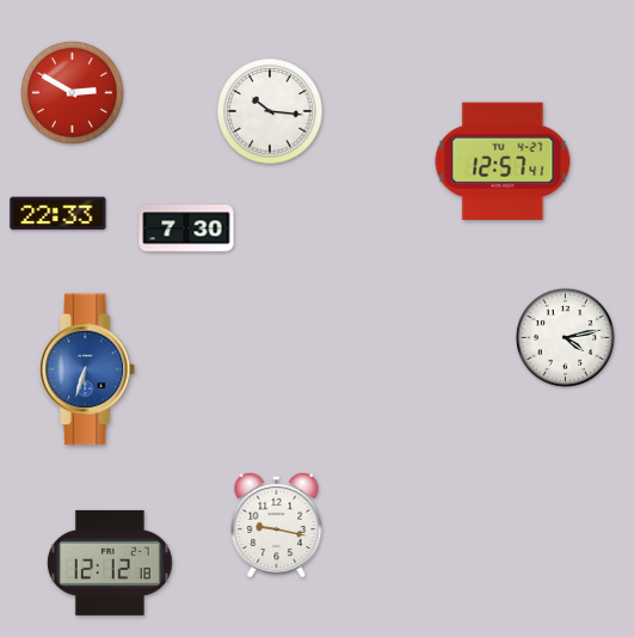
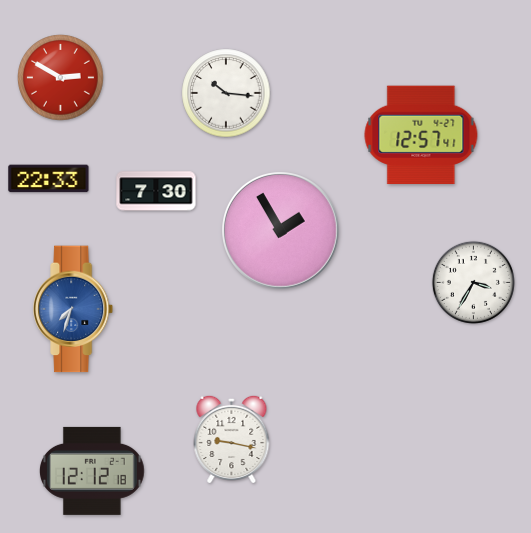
clock at (281, 231): none -> 1:55
clock at (565, 337): 4:13 -> 3:35
clock at (88, 369): 6:33 -> 7:33
